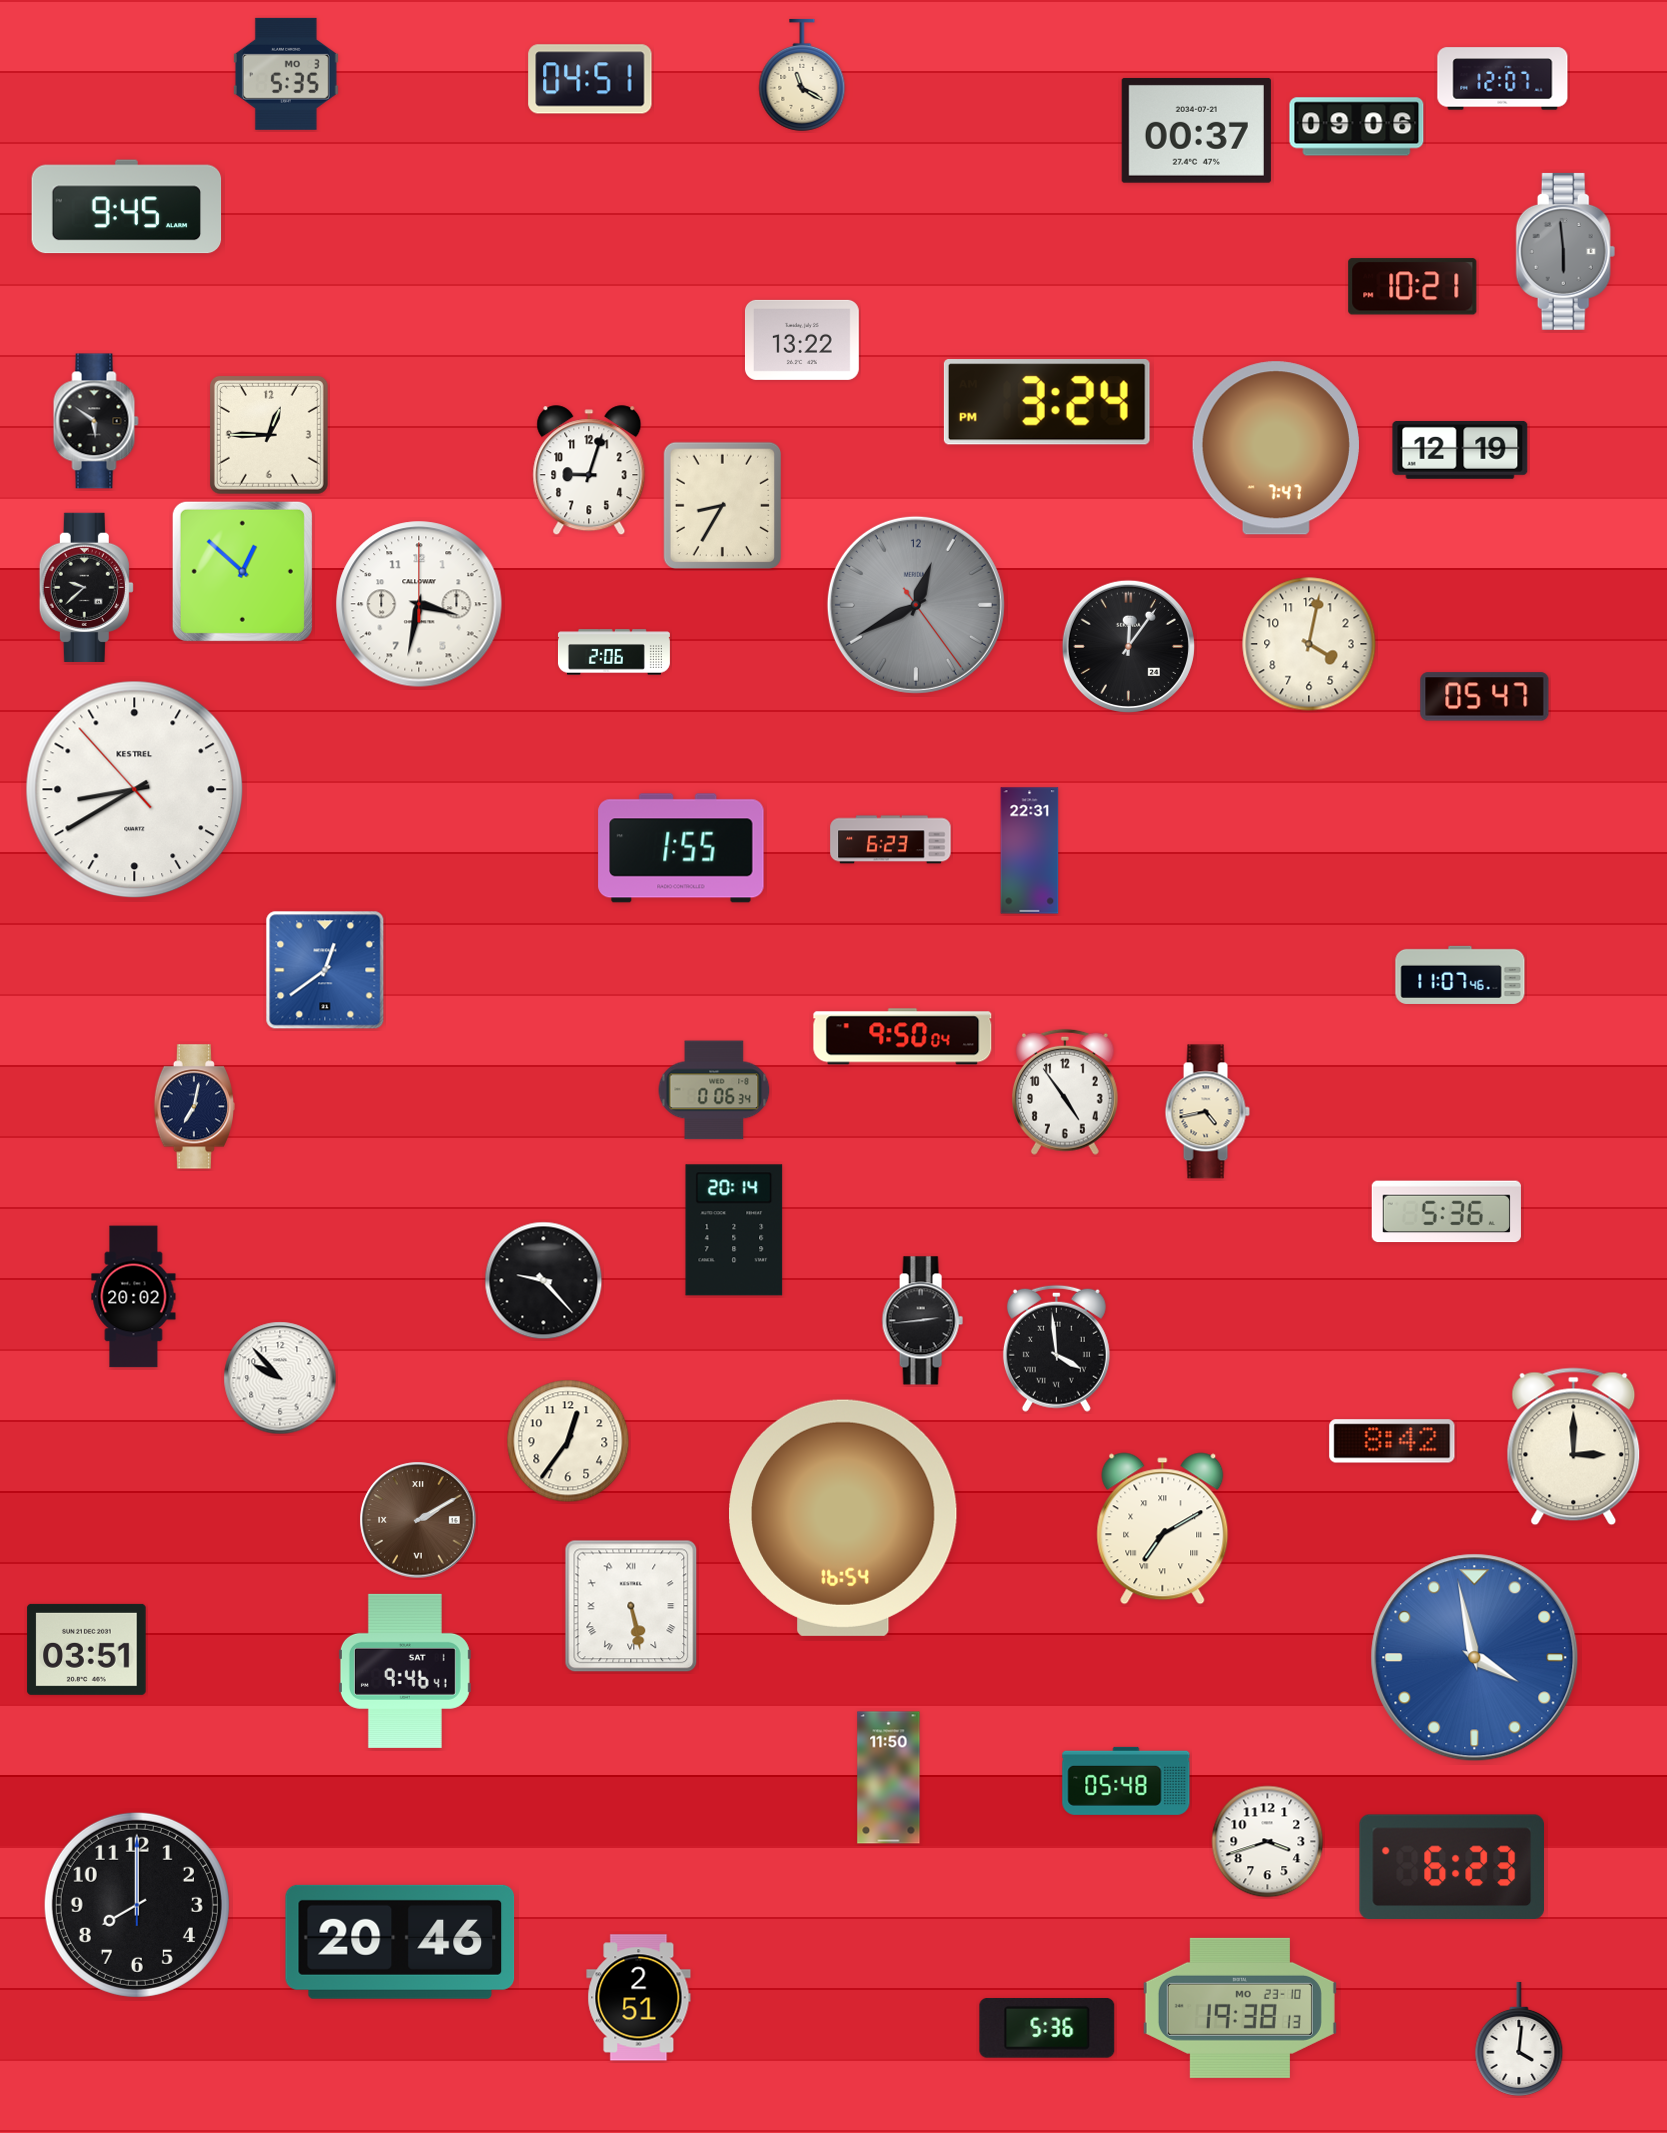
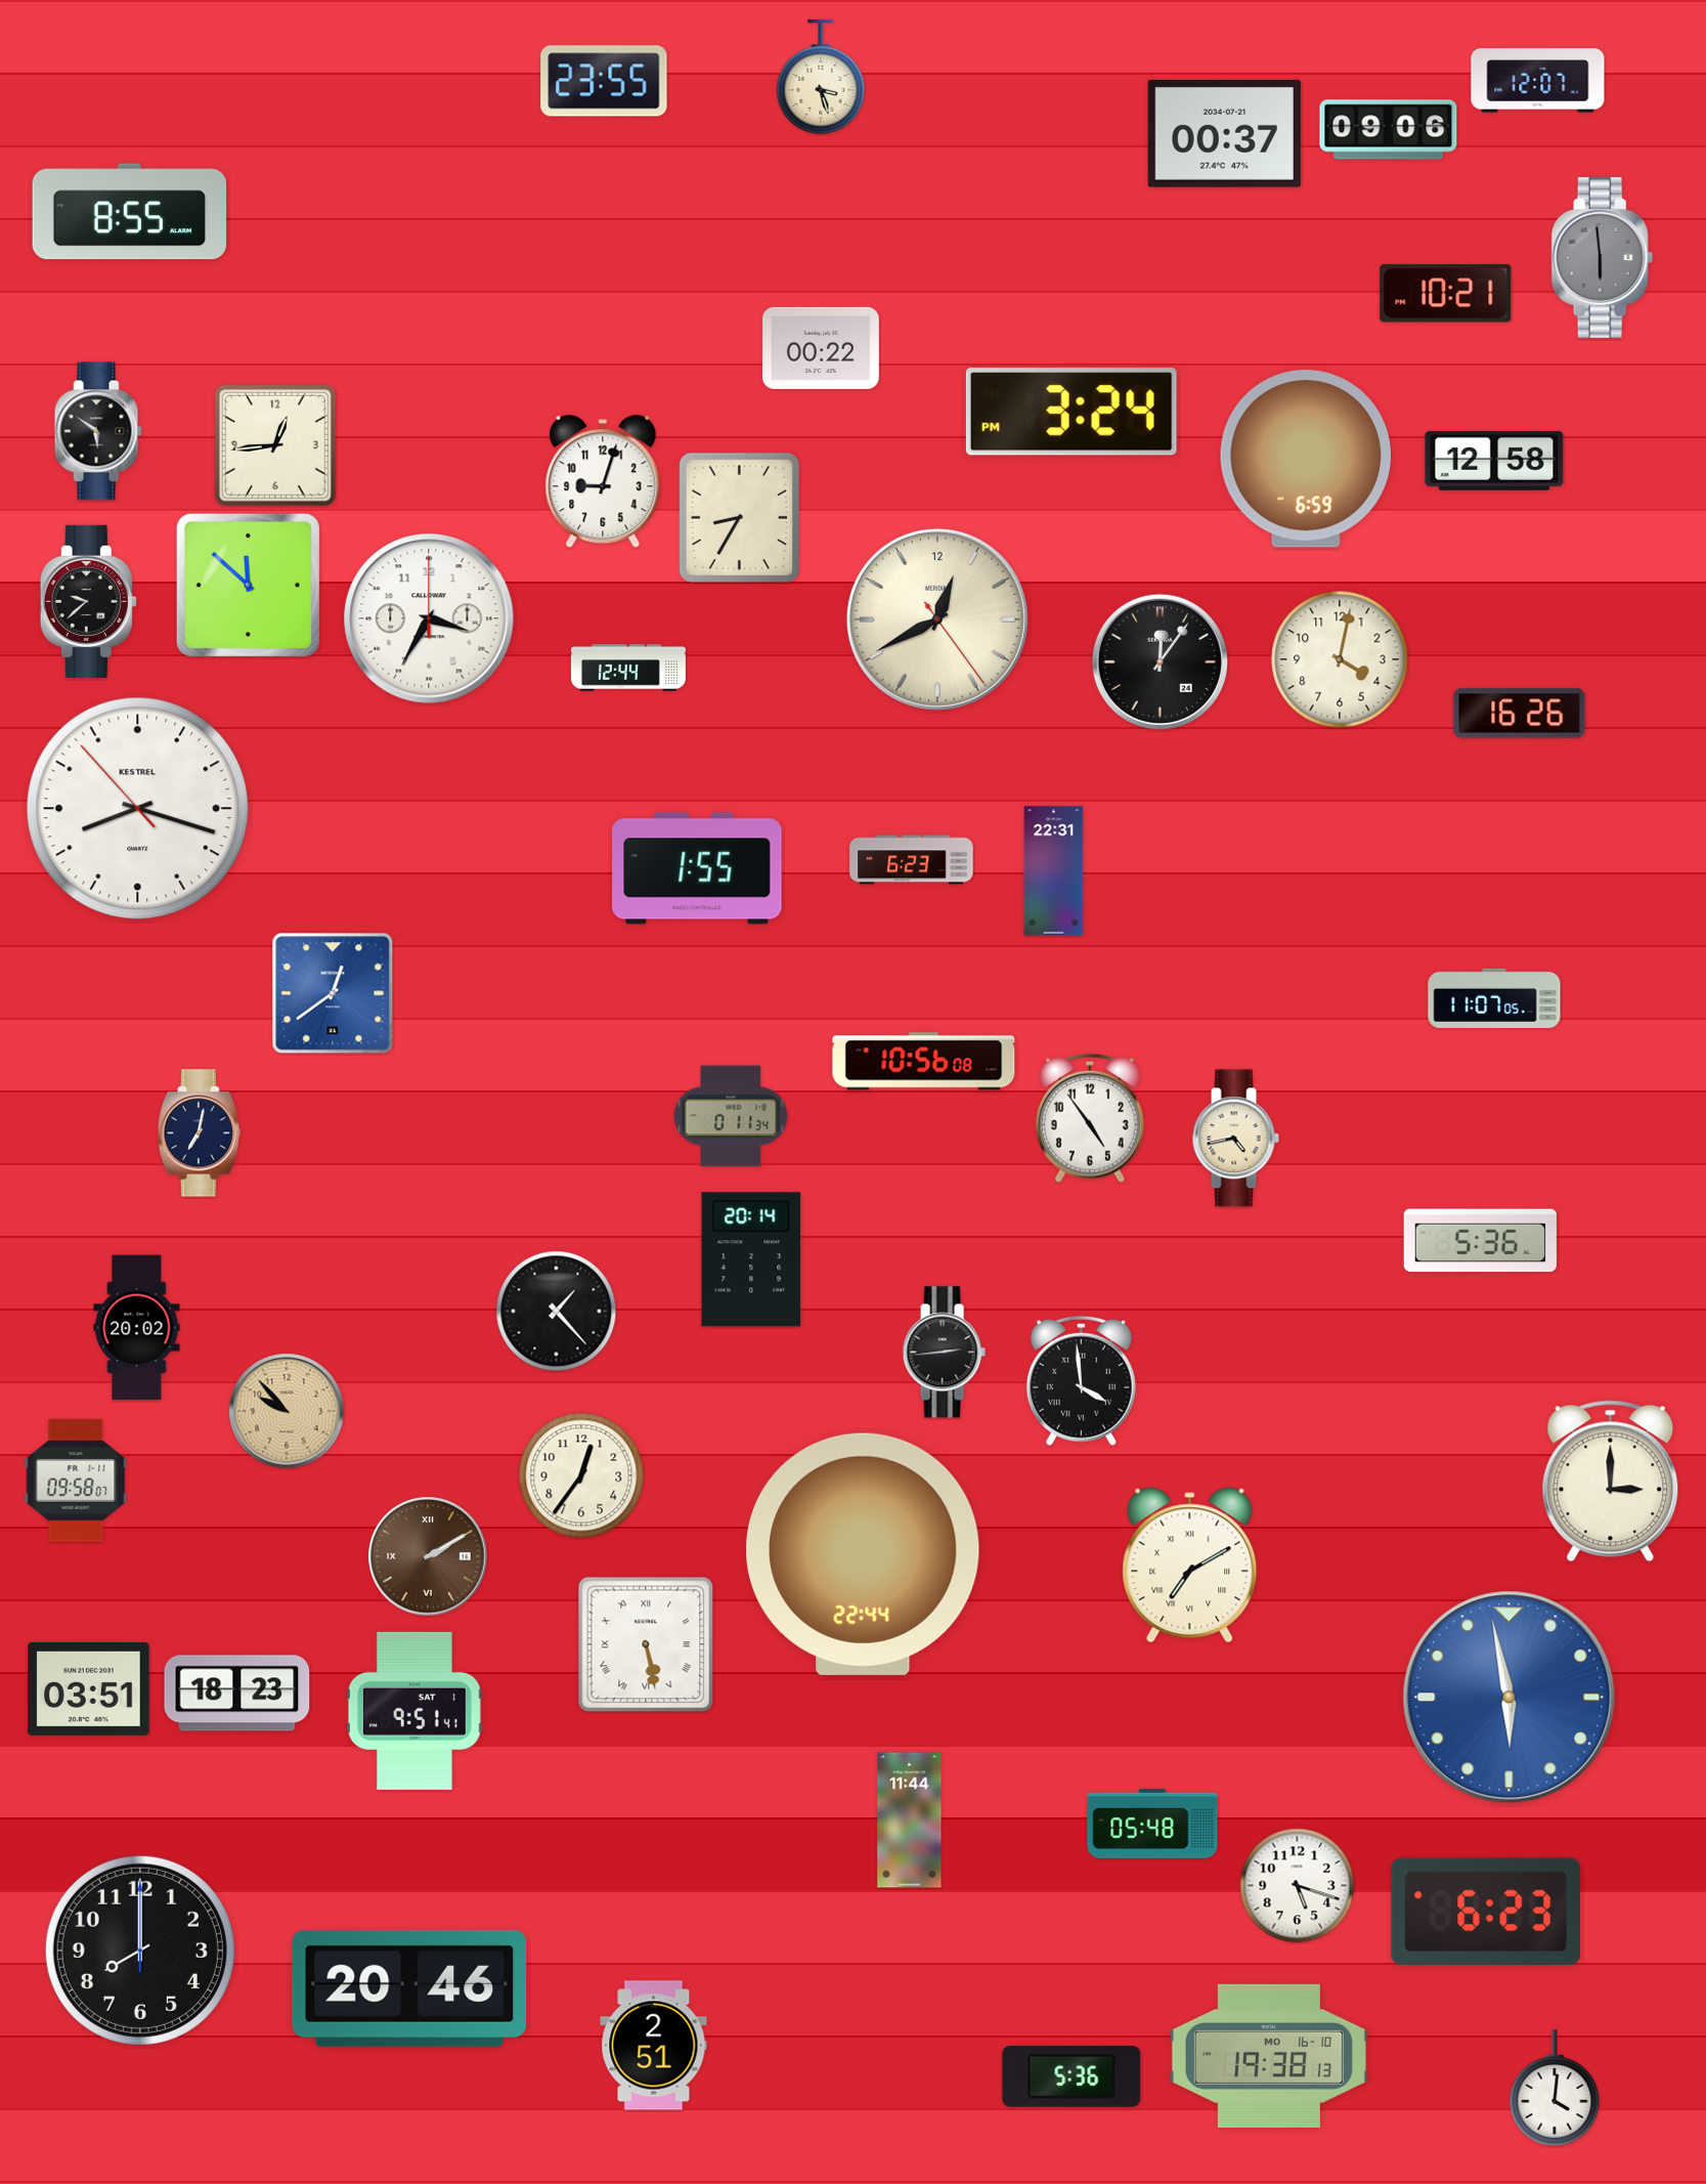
clock at (286, 74): 5:35 -> none
clock at (802, 75): 11:20 -> 3:27
clock at (590, 79): 04:51 -> 23:55
clock at (127, 207): 9:45 -> 8:55
clock at (802, 340): 13:22 -> 00:22
clock at (269, 435): 12:45 -> 12:44
clock at (1276, 448): 7:47 -> 6:59
clock at (1460, 450): 12:19 -> 12:58
clock at (242, 571): 12:52 -> 11:52
clock at (419, 604): 3:32 -> 3:35
clock at (916, 605) dial: grey -> cream
clock at (1128, 646) position: (1128, 646) -> (1160, 661)
clock at (614, 652): 2:06 -> 12:44
clock at (1485, 697): 05:47 -> 16:26
clock at (135, 790): 8:39 -> 8:17
clock at (1460, 975): 11:07:46 -> 11:07:05
clock at (903, 1037): 9:50 -> 10:56
clock at (714, 1090): 0:06 -> 0:11
clock at (544, 1281): 9:23 -> 1:23
clock at (280, 1378) dial: white -> champagne
clock at (1392, 1441): 8:42 -> none
clock at (76, 1481): none -> 09:58
clock at (843, 1518): 16:54 -> 22:44
clock at (237, 1694): none -> 18:23
clock at (1475, 1658): 3:58 -> 5:58
clock at (405, 1671): 9:46 -> 9:51
clock at (889, 1778): 11:50 -> 11:44
clock at (1268, 1842): 3:42 -> 5:18
clock at (1240, 2008) date: MO 23-10 -> MO 16-10
